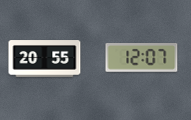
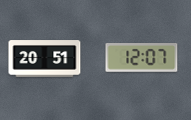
clock at (45, 59): 20:55 -> 20:51
